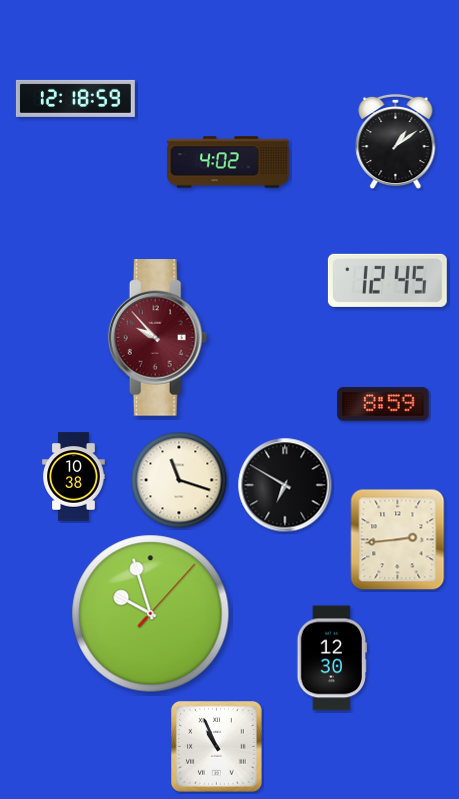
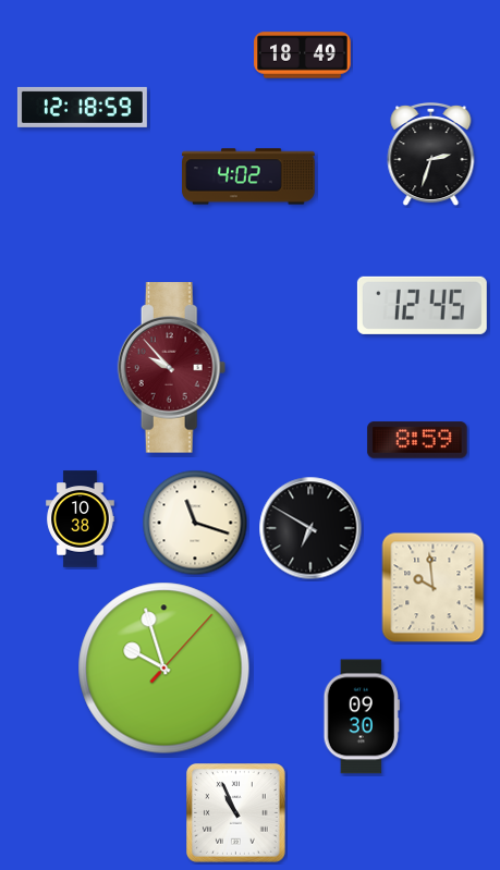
clock at (303, 56): none -> 18:49
clock at (396, 142): 1:09 -> 2:33
clock at (398, 540): 2:44 -> 9:59
clock at (332, 658): 12:30 -> 09:30
